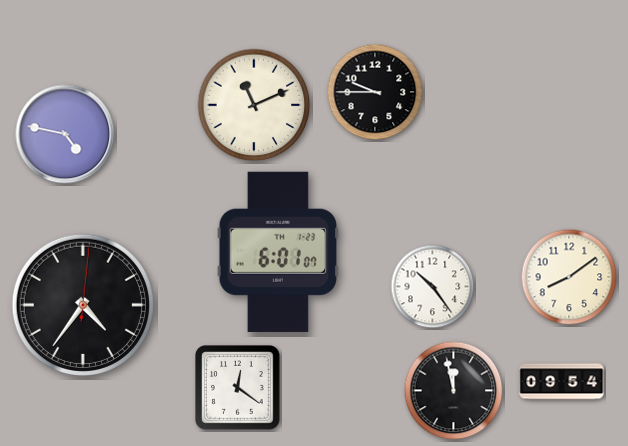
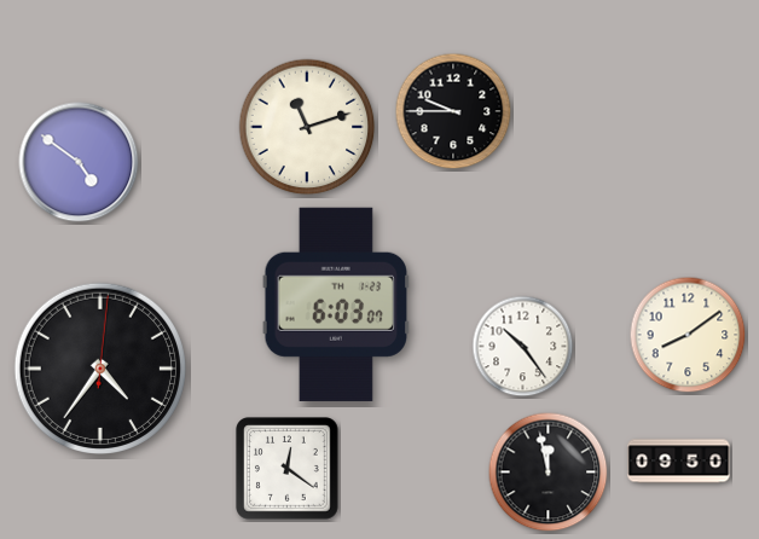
clock at (254, 105): 11:11 -> 11:12
clock at (65, 134): 4:47 -> 4:51
clock at (277, 252): 6:01 -> 6:03
clock at (562, 382): 09:54 -> 09:50
